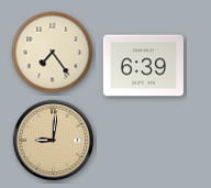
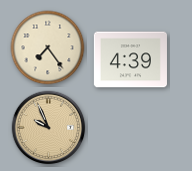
clock at (143, 66): 6:39 -> 4:39
clock at (54, 141): 9:01 -> 9:56
